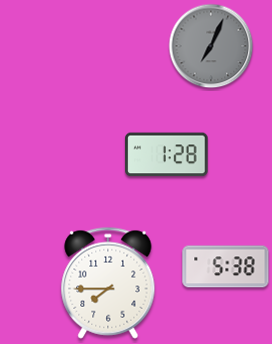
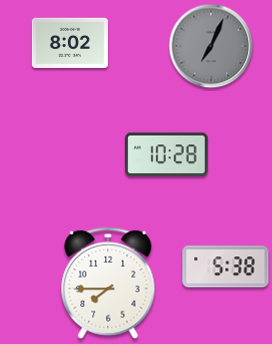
clock at (69, 43): none -> 8:02
clock at (167, 155): 1:28 -> 10:28
